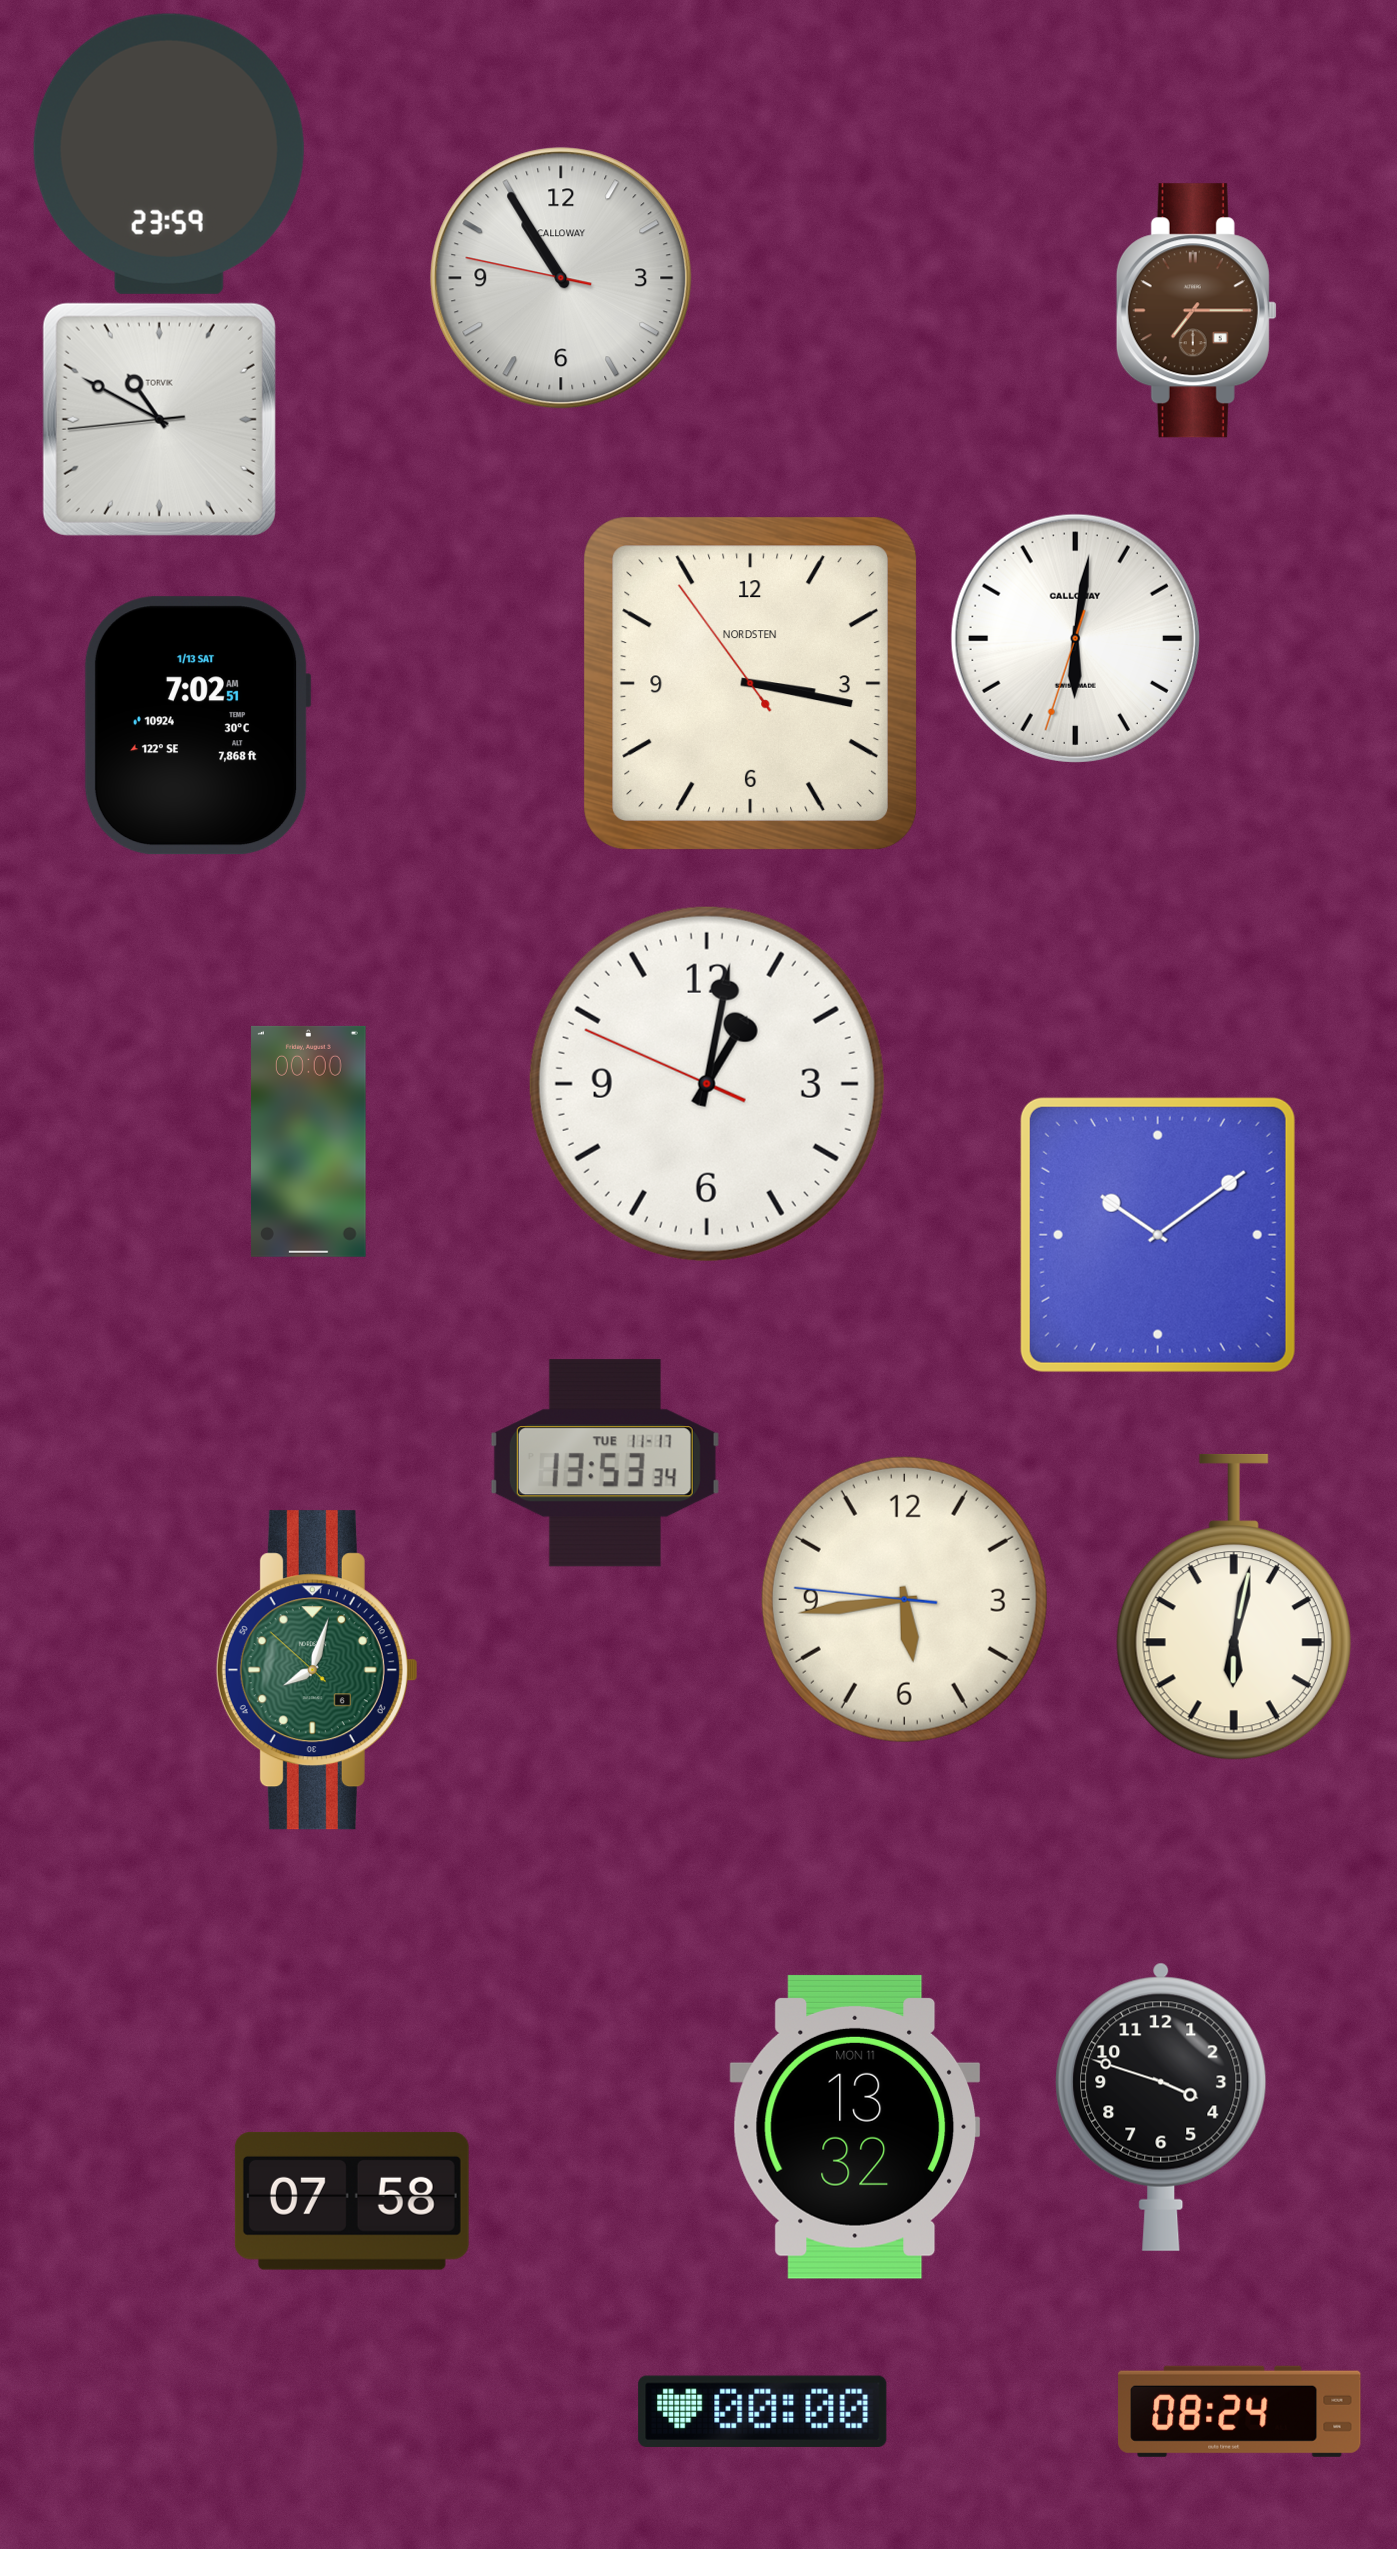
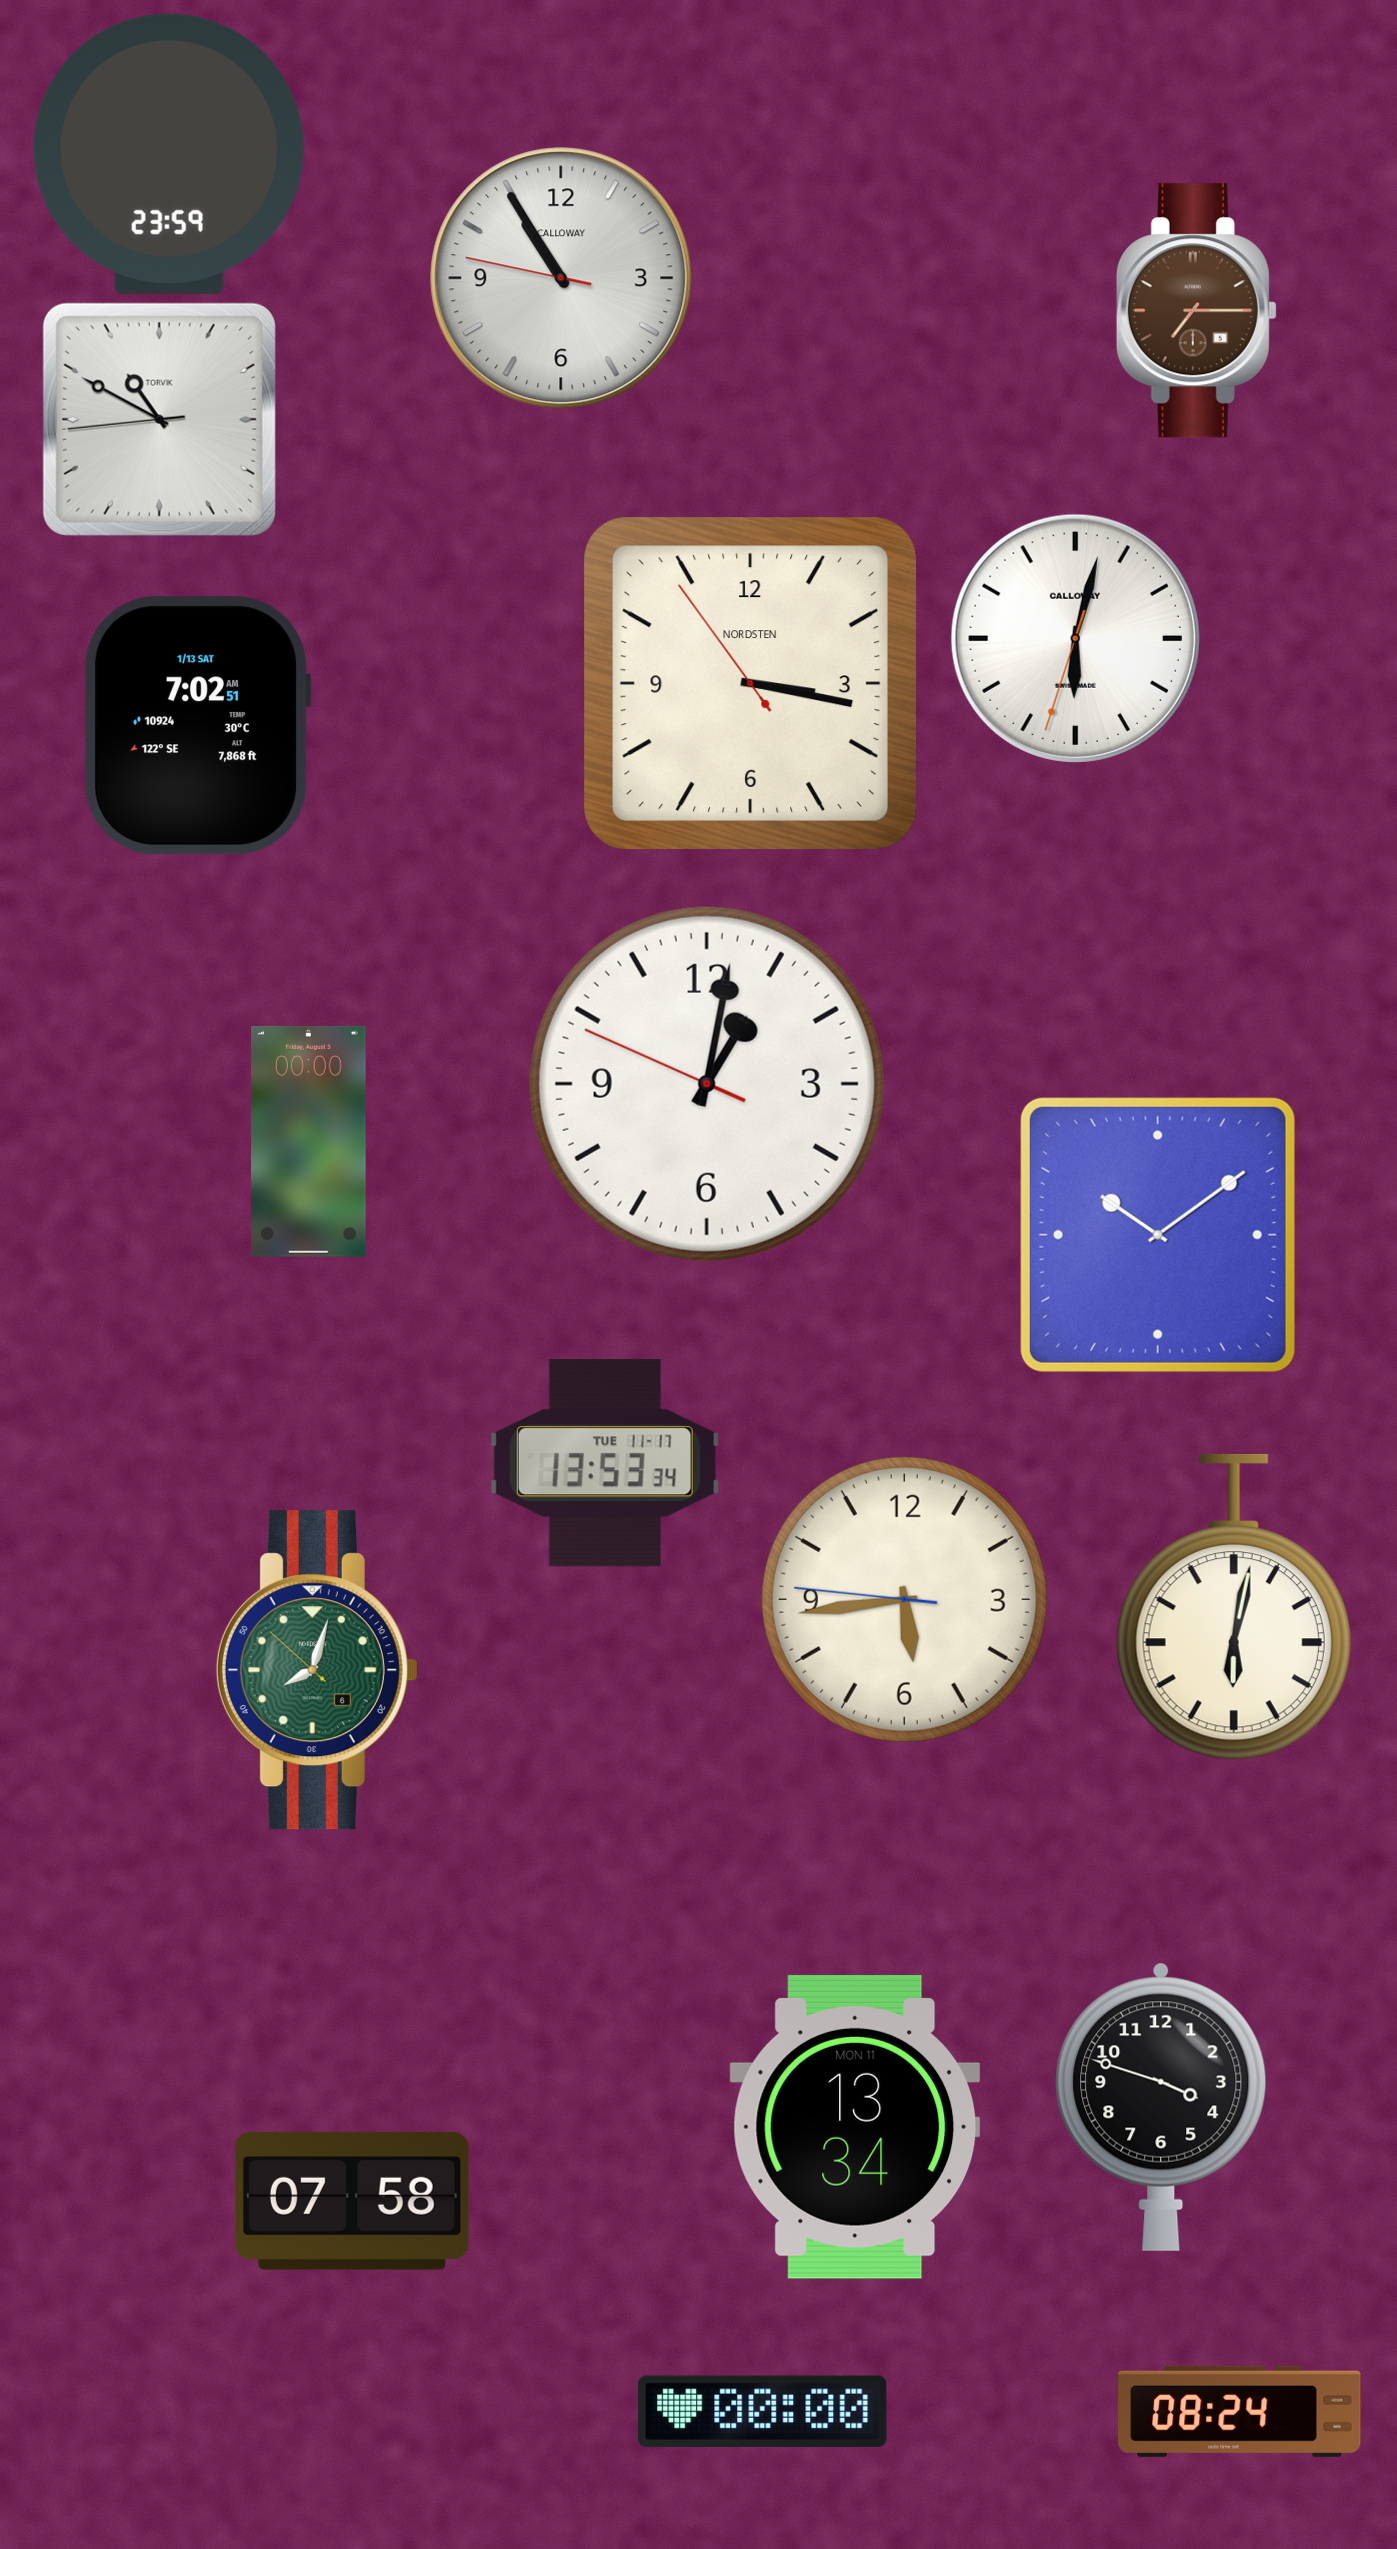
clock at (1075, 638): 6:01 -> 6:02
clock at (855, 2127): 13:32 -> 13:34
